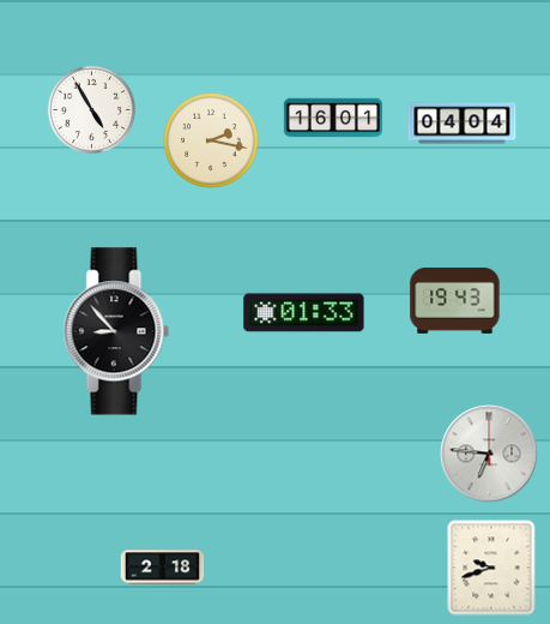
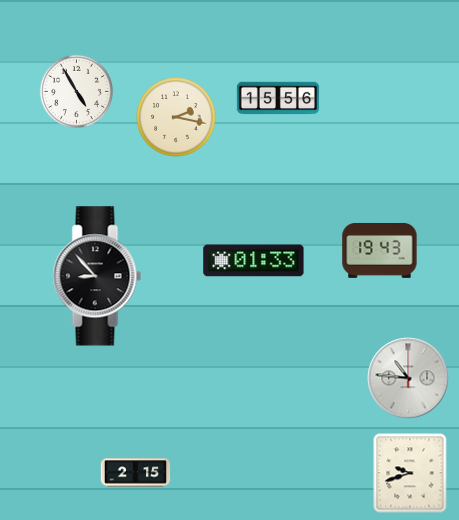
clock at (333, 118): 16:01 -> 15:56
clock at (463, 124): 04:04 -> none
clock at (489, 454): 6:46 -> 10:46
clock at (163, 568): 2:18 -> 2:15
